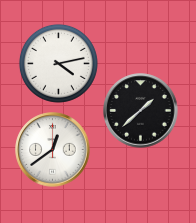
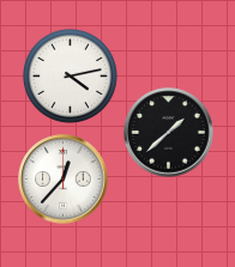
clock at (53, 150): 12:39 -> 12:37
